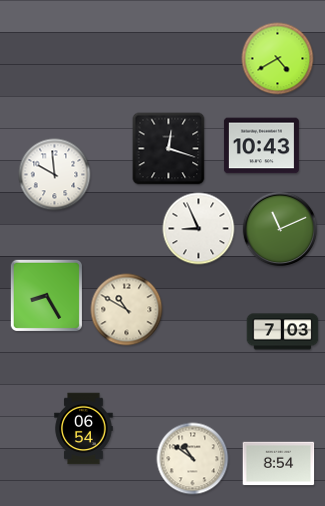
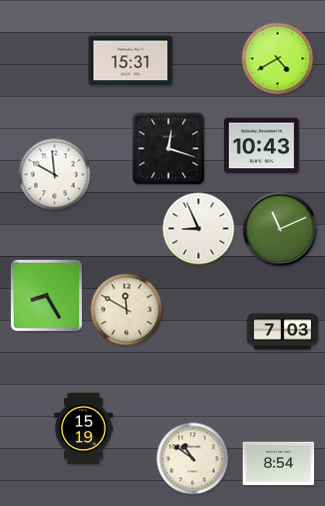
clock at (131, 61): none -> 15:31
clock at (127, 310): 10:50 -> 11:50
clock at (84, 429): 06:54 -> 15:19
